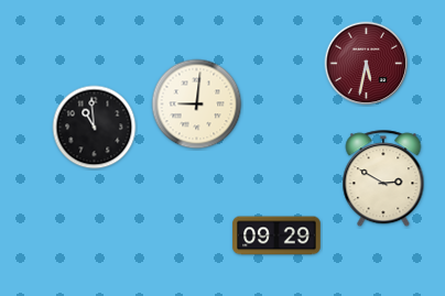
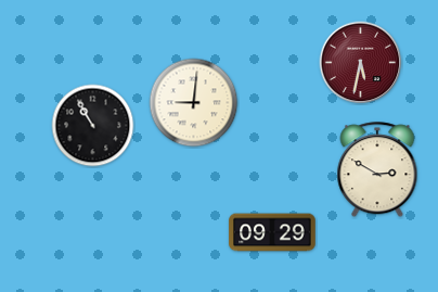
clock at (95, 128): 10:59 -> 10:55
clock at (383, 179) position: (383, 179) -> (377, 170)
